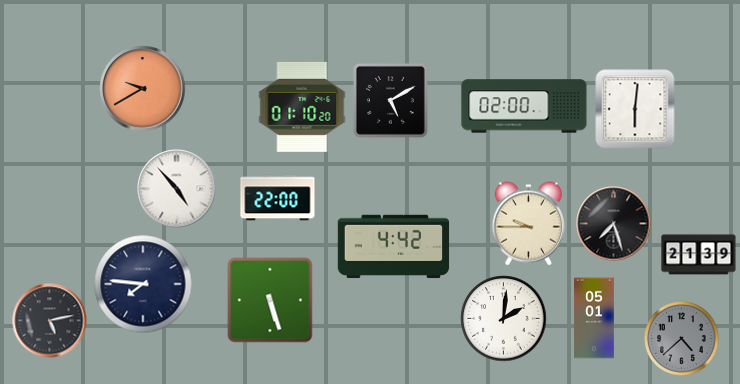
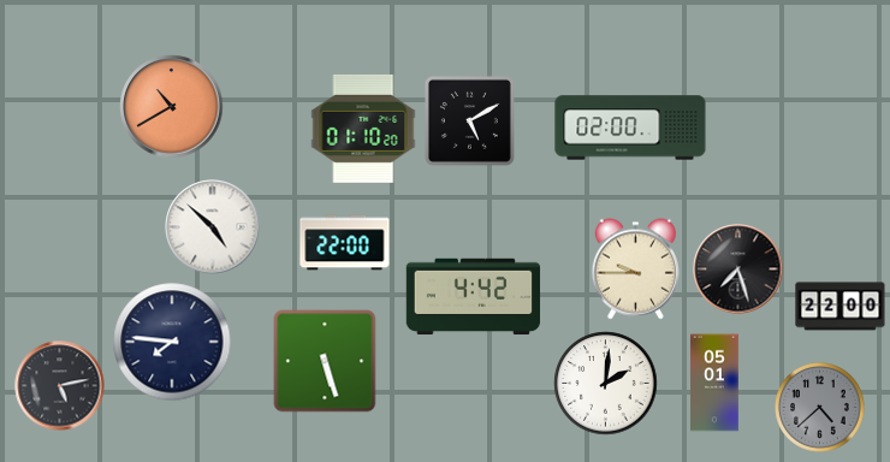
clock at (143, 89): 9:40 -> 10:40
clock at (635, 109): 6:01 -> none
clock at (177, 189): 4:53 -> 4:52
clock at (278, 198) position: (278, 198) -> (345, 243)
clock at (699, 255): 21:39 -> 22:00
